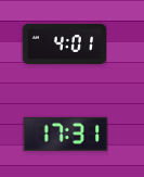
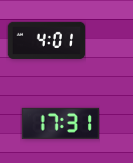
clock at (64, 43) position: (64, 43) -> (46, 40)
